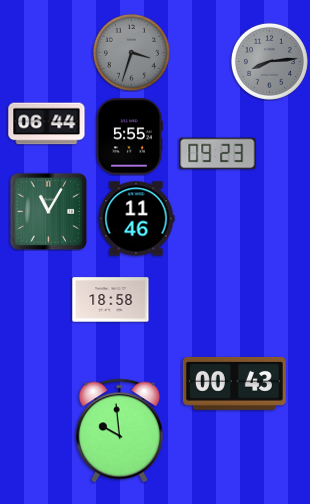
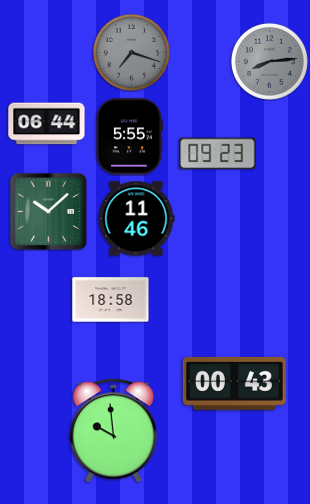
clock at (131, 52): 3:33 -> 7:18
clock at (48, 211): 11:05 -> 10:08
clock at (119, 431) position: (119, 431) -> (113, 431)
